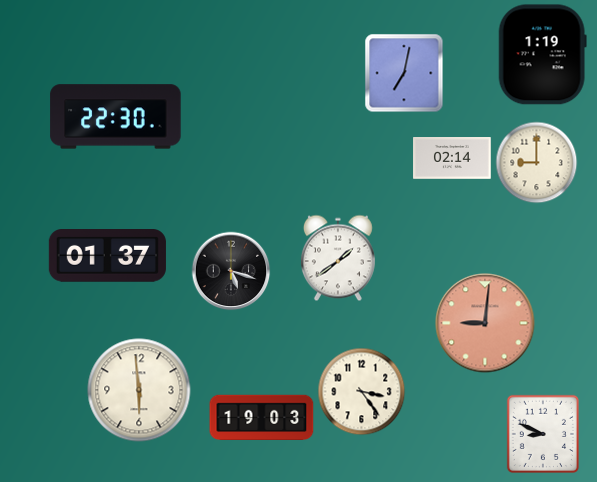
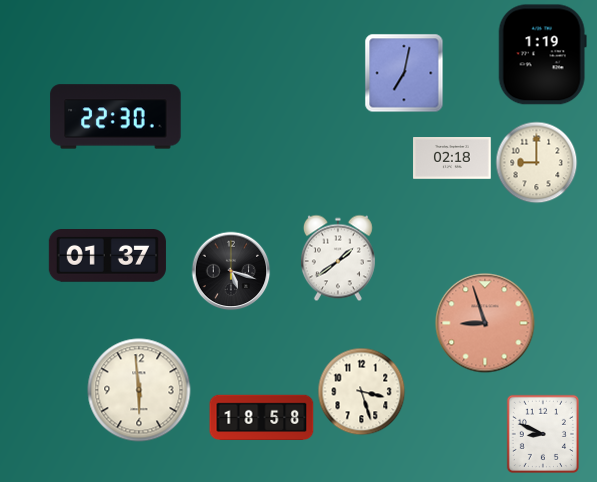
clock at (452, 159): 02:14 -> 02:18
clock at (485, 323): 9:01 -> 8:57
clock at (361, 391): 3:24 -> 3:27
clock at (262, 418): 19:03 -> 18:58
